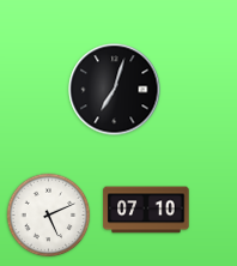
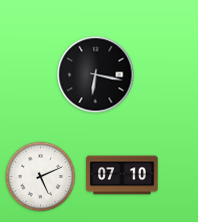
clock at (115, 90): 7:03 -> 6:17
clock at (49, 216) position: (49, 216) -> (41, 177)
